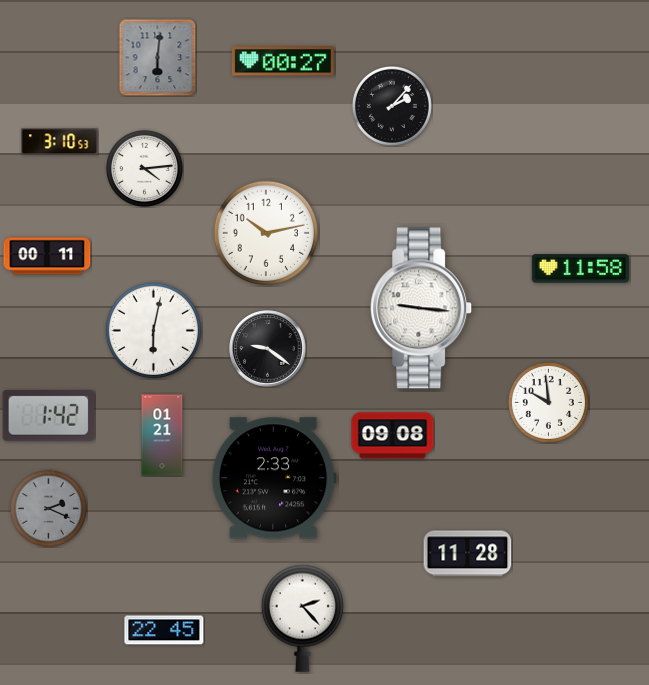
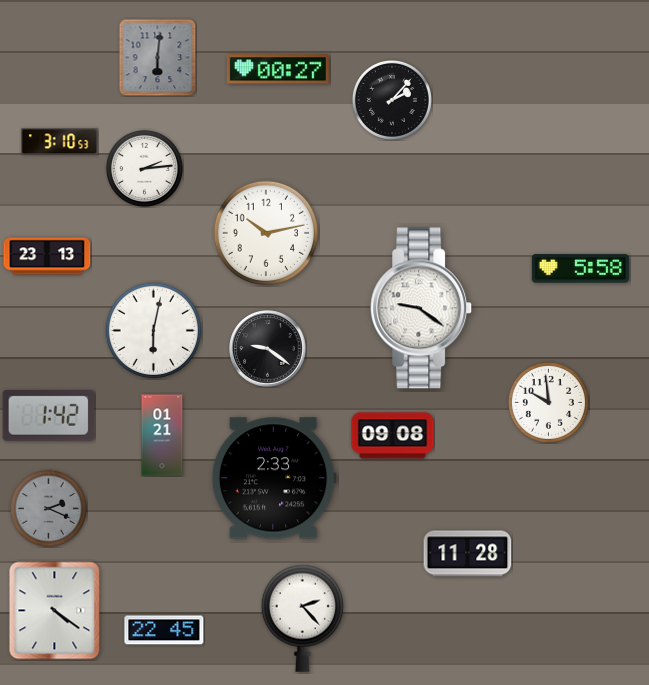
clock at (283, 61) position: (283, 61) -> (278, 69)
clock at (392, 106) position: (392, 106) -> (392, 100)
clock at (144, 168): 4:14 -> 2:14
clock at (47, 256): 00:11 -> 23:13
clock at (580, 269): 11:58 -> 5:58
clock at (422, 308): 9:16 -> 9:21
clock at (55, 611): none -> 4:21
